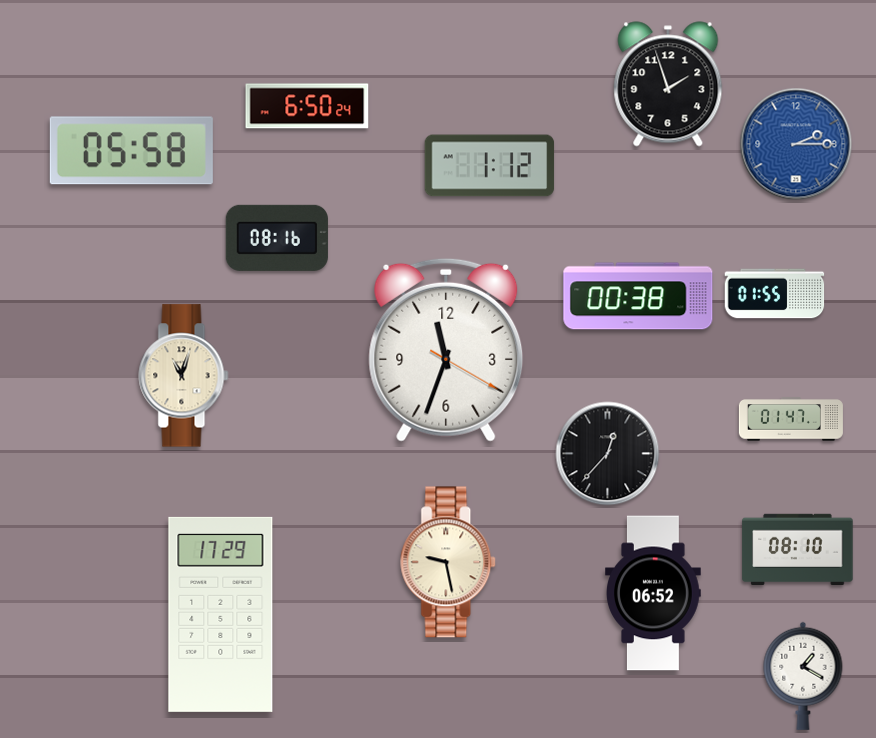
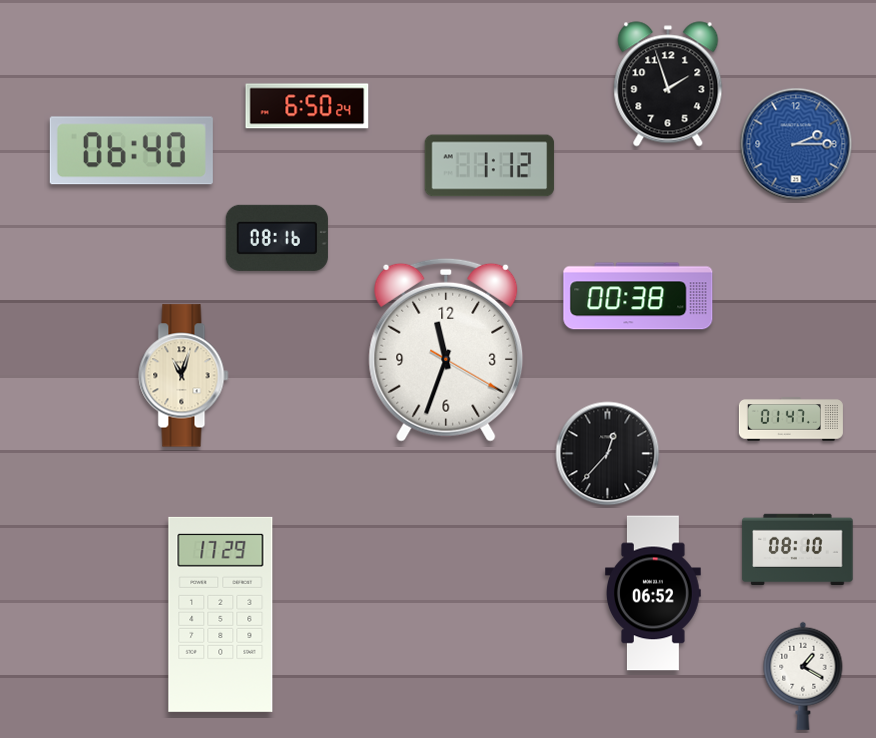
clock at (131, 151): 05:58 -> 06:40
clock at (775, 294): 01:55 -> none
clock at (449, 562): 9:28 -> none
